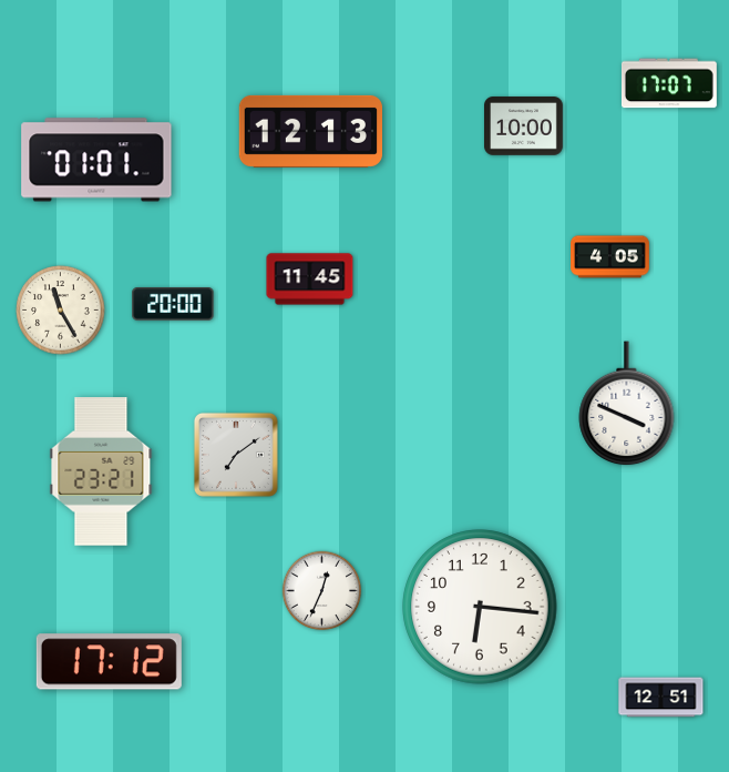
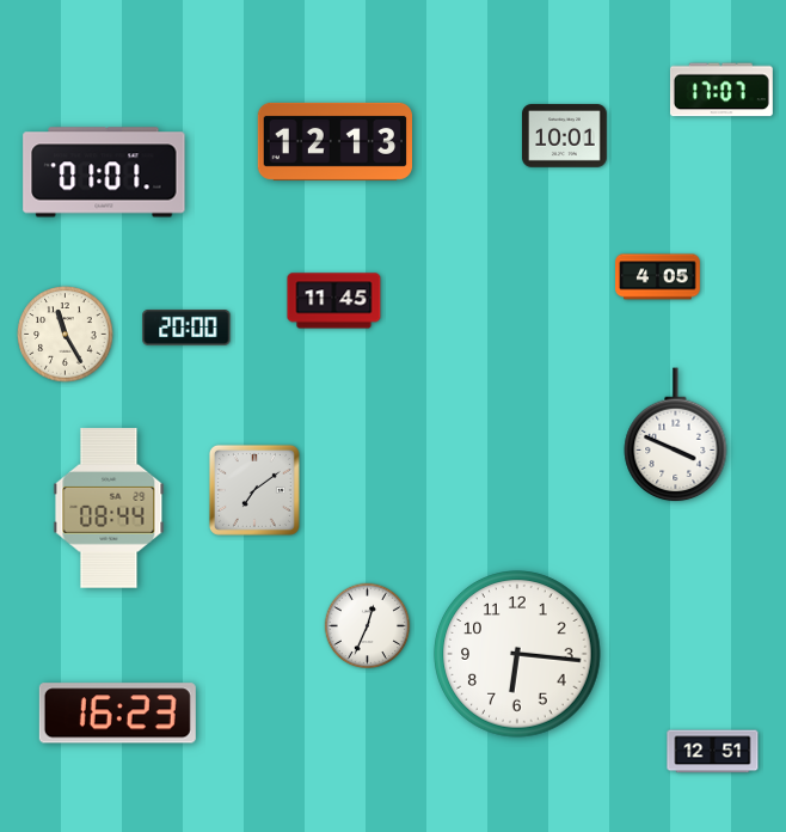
clock at (524, 126): 10:00 -> 10:01
clock at (101, 471): 23:21 -> 08:44
clock at (322, 591) position: (322, 591) -> (368, 626)
clock at (109, 662): 17:12 -> 16:23
